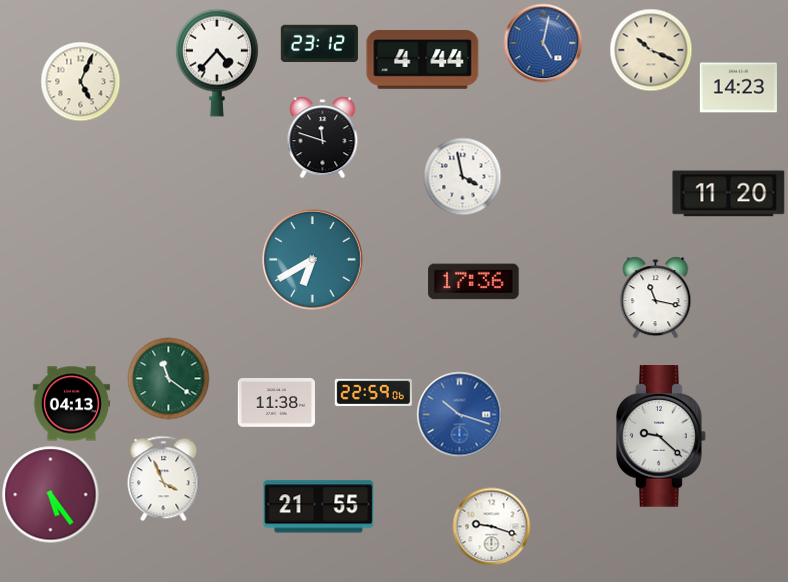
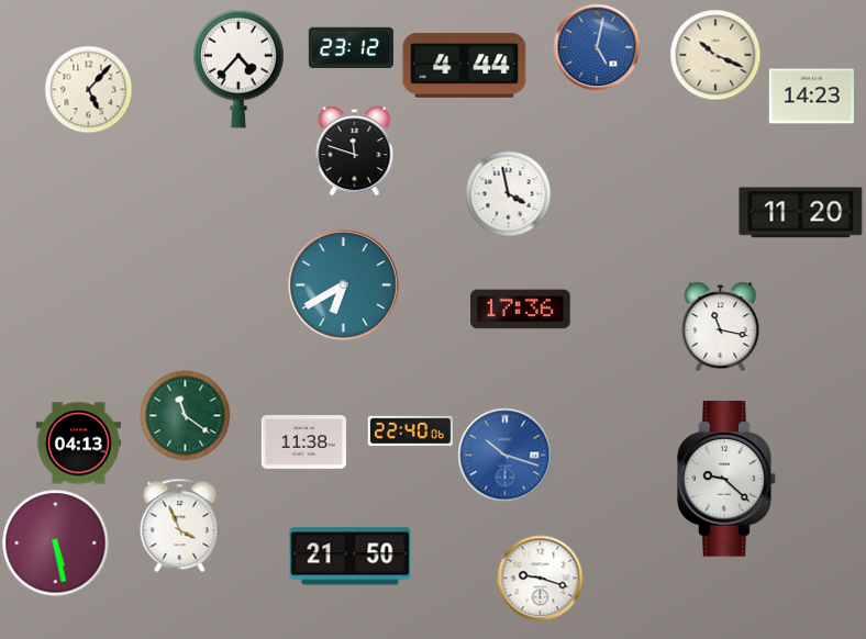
clock at (80, 81): 5:04 -> 5:07
clock at (373, 392): 22:59 -> 22:40
clock at (50, 494): 5:24 -> 5:28
clock at (319, 507): 21:55 -> 21:50
